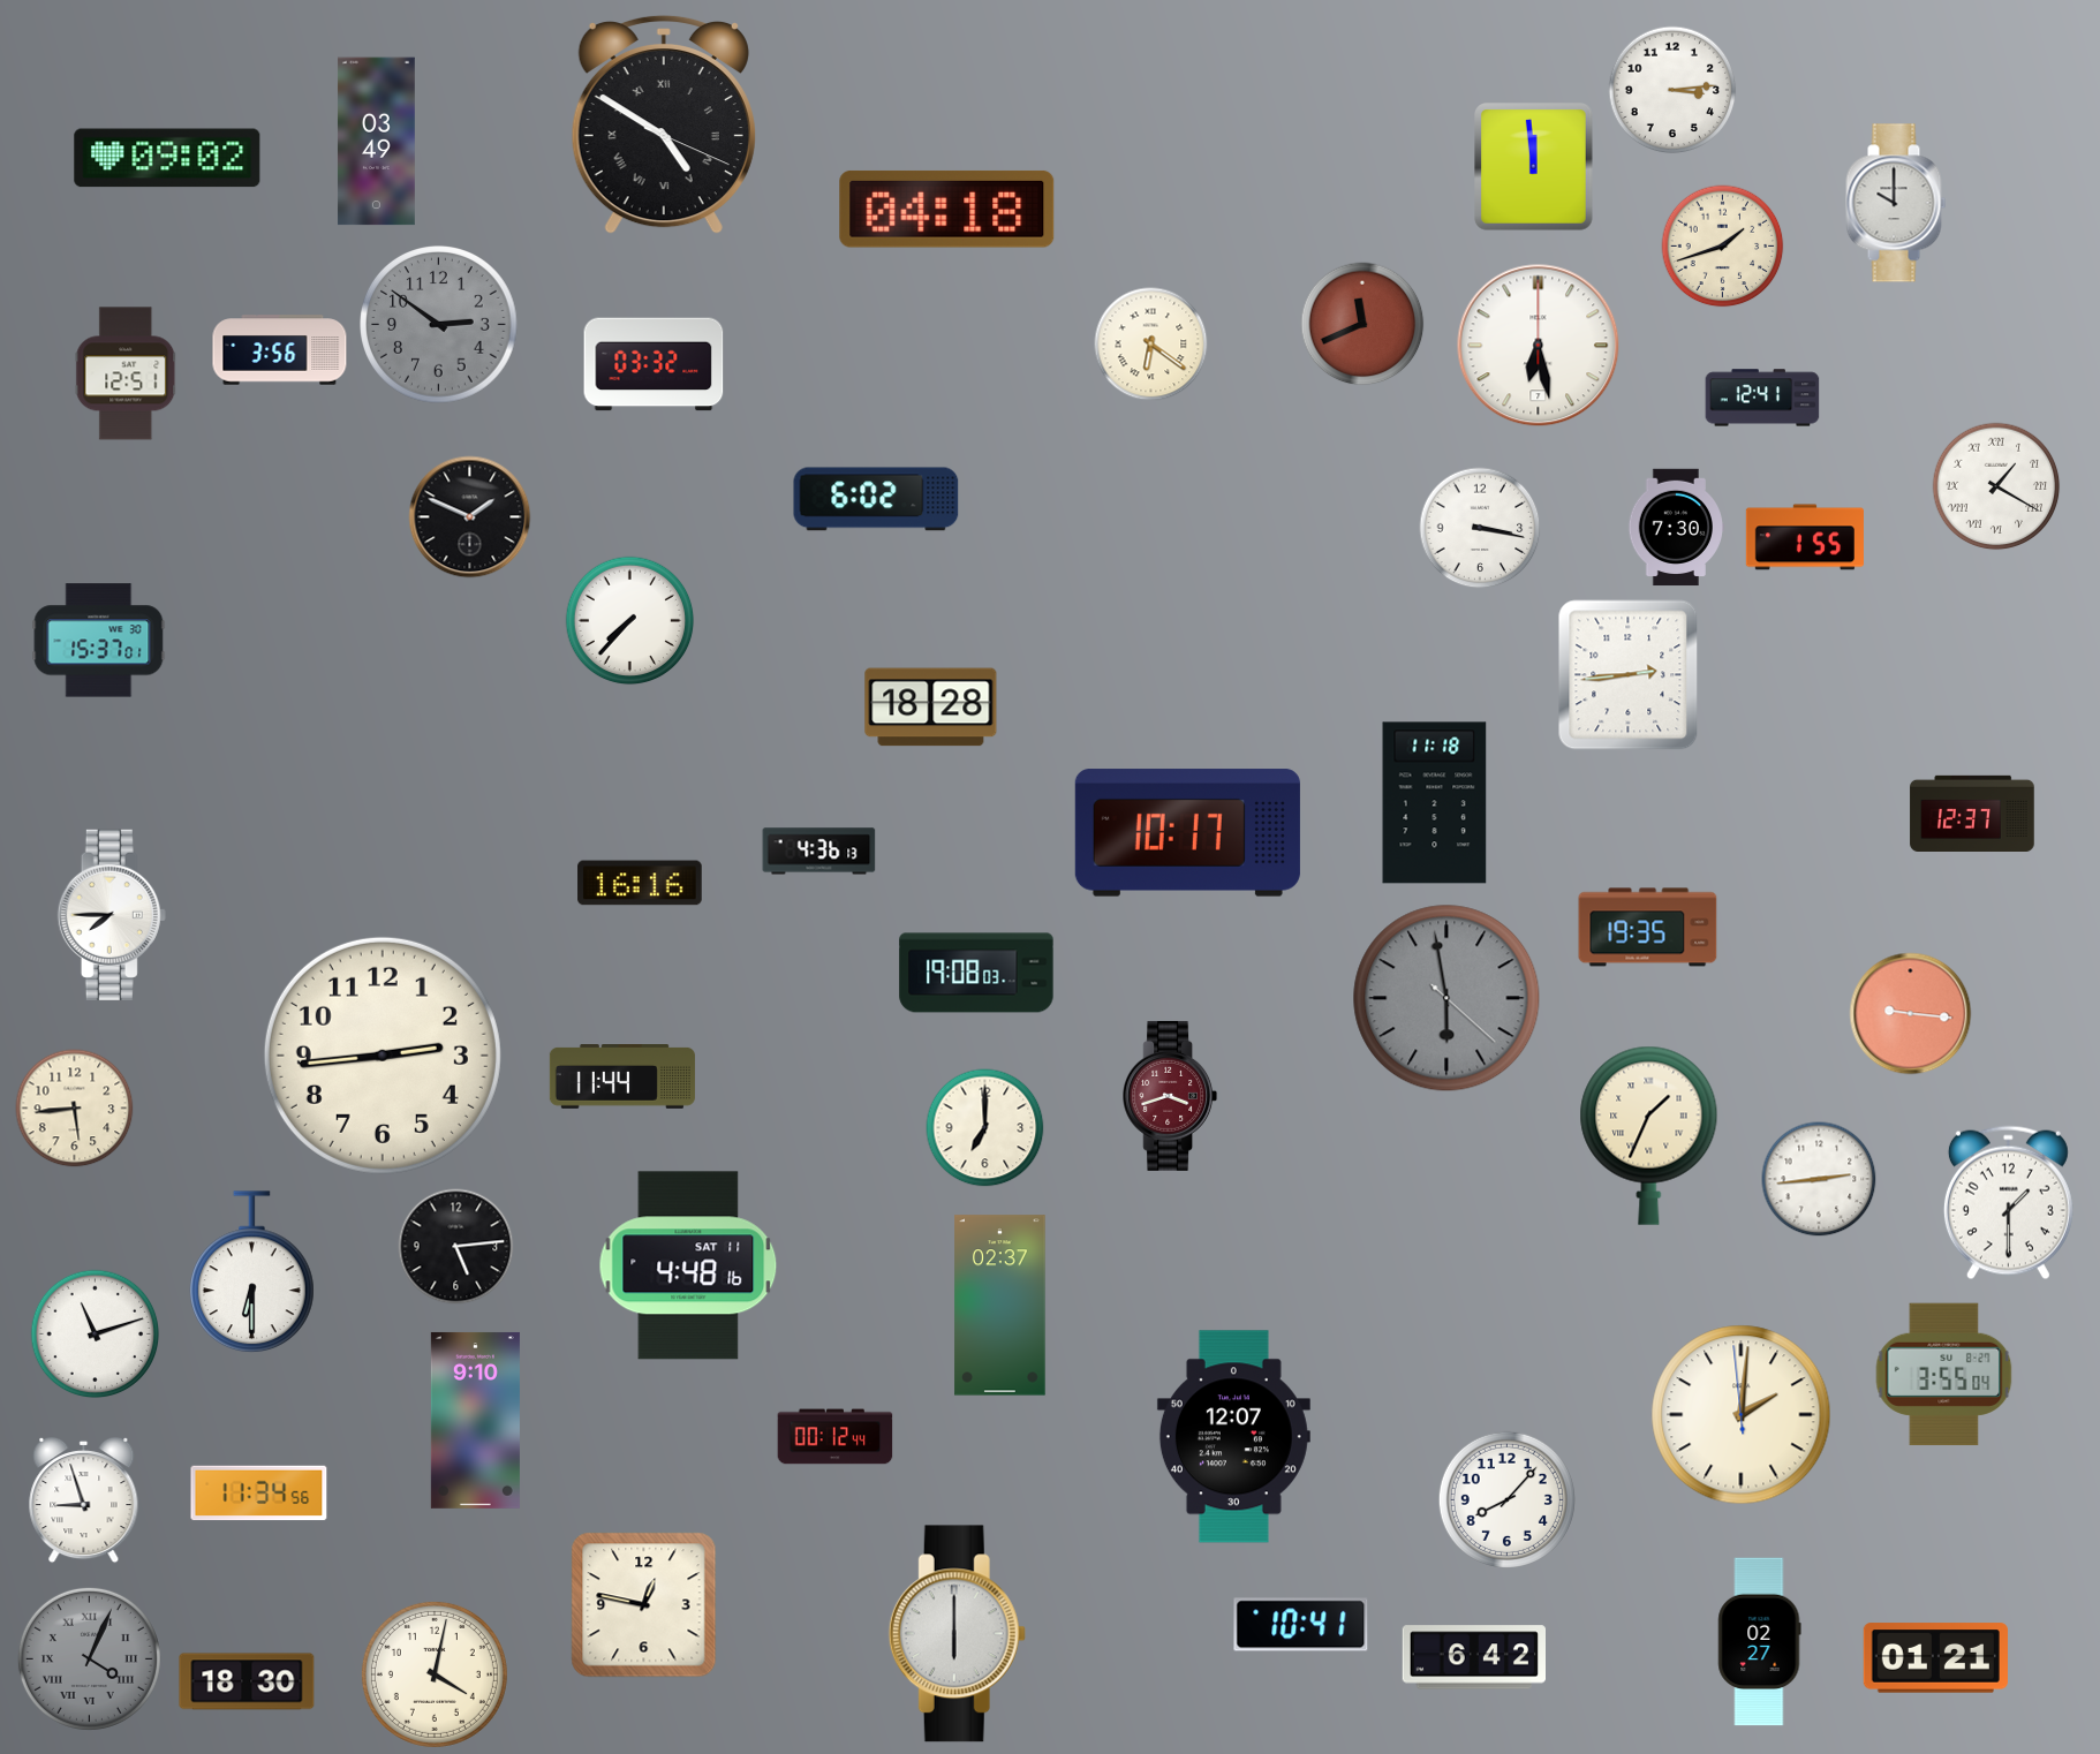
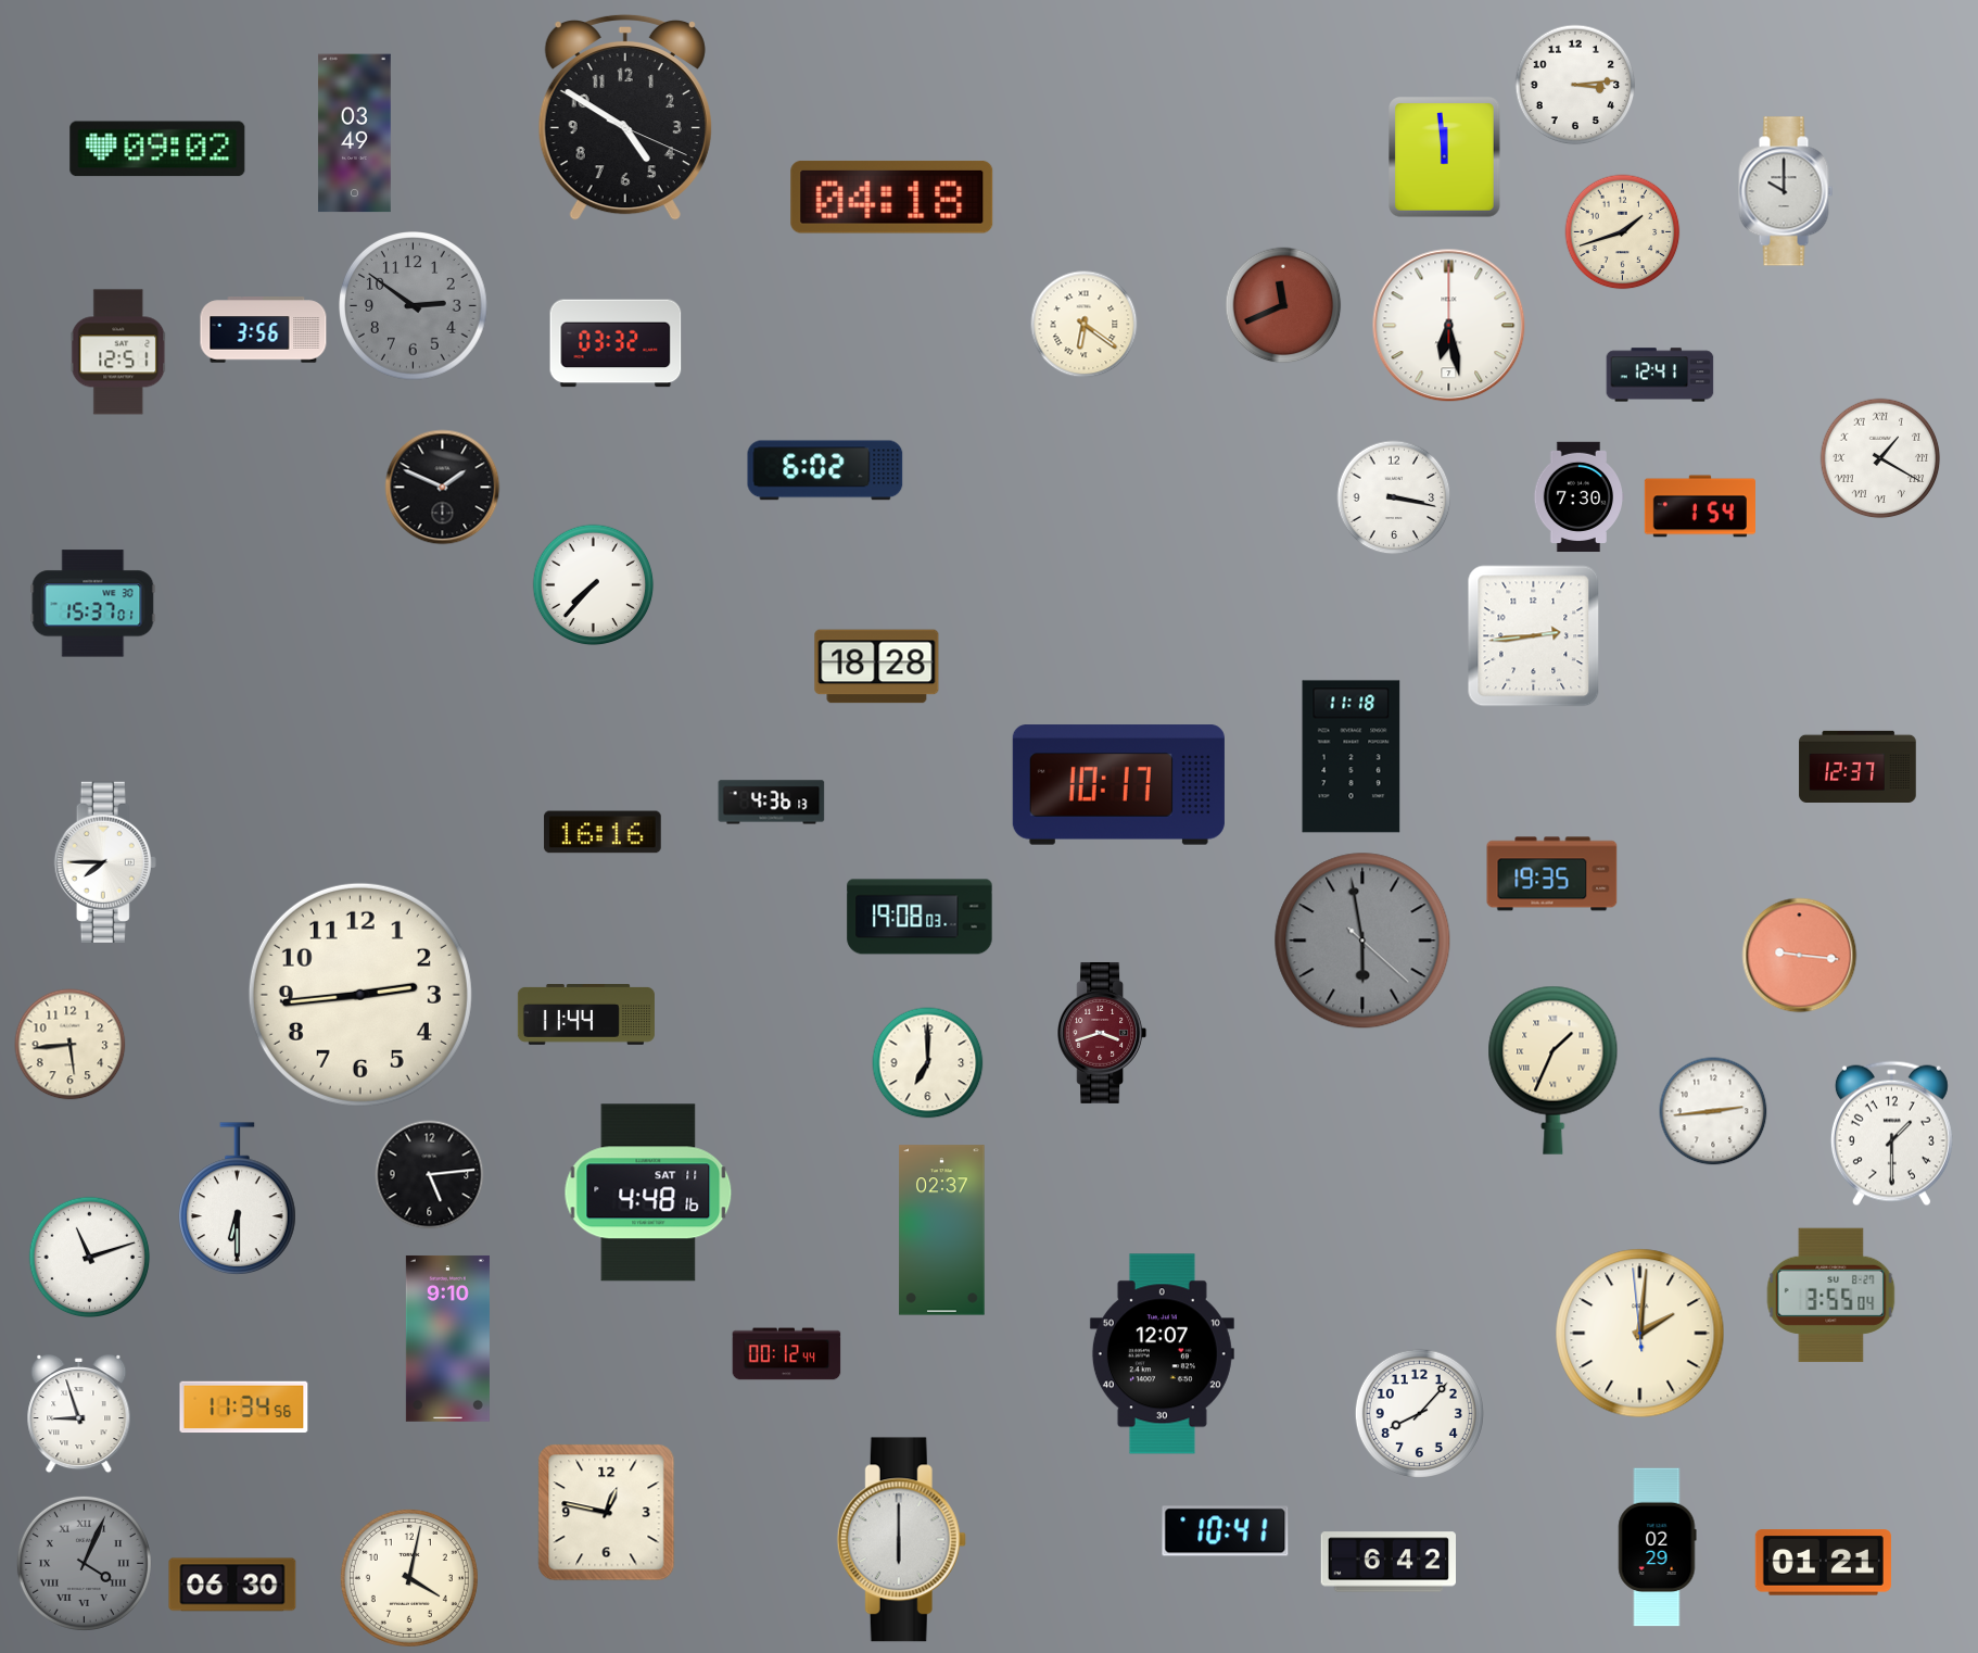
clock at (664, 124) numerals: Roman -> Arabic
clock at (1804, 537): 1:55 -> 1:54
clock at (1760, 1642): 02:27 -> 02:29
clock at (247, 1681): 18:30 -> 06:30
